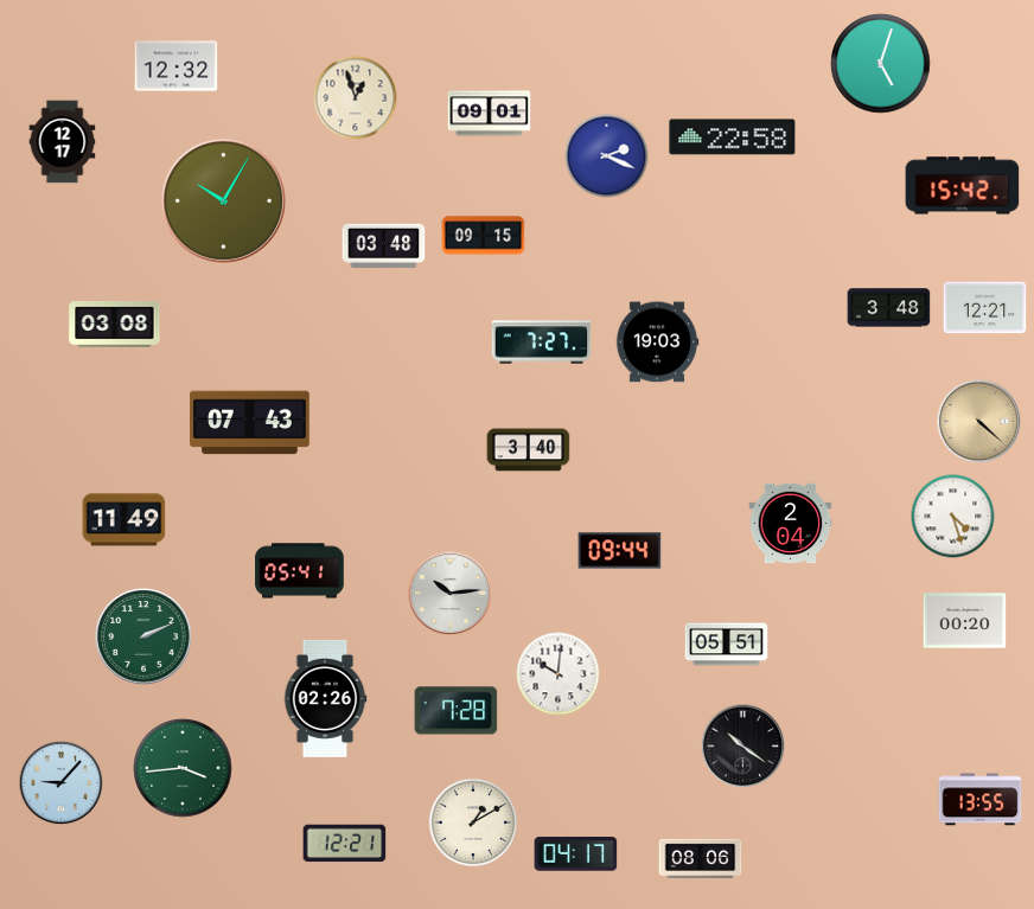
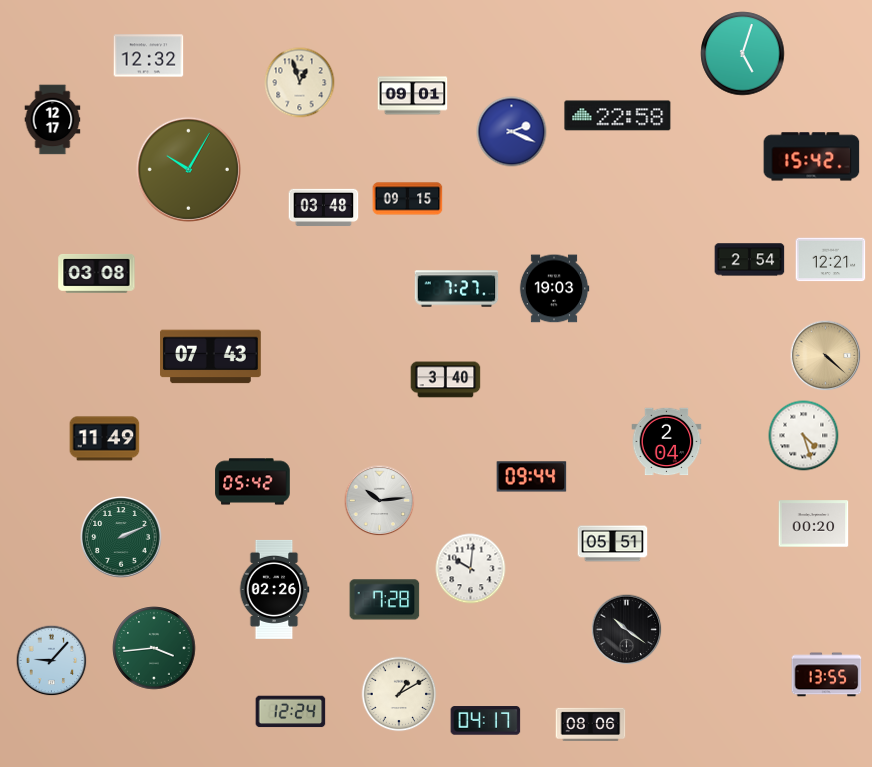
clock at (889, 308): 3:48 -> 2:54
clock at (620, 551) position: (620, 551) -> (532, 477)
clock at (300, 571): 05:41 -> 05:42
clock at (345, 844): 12:21 -> 12:24
